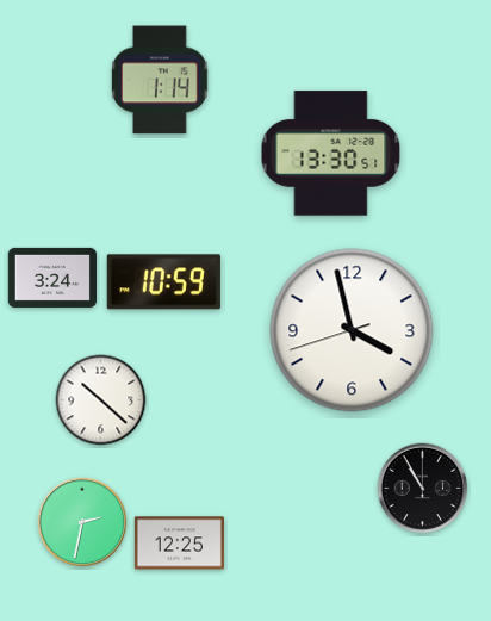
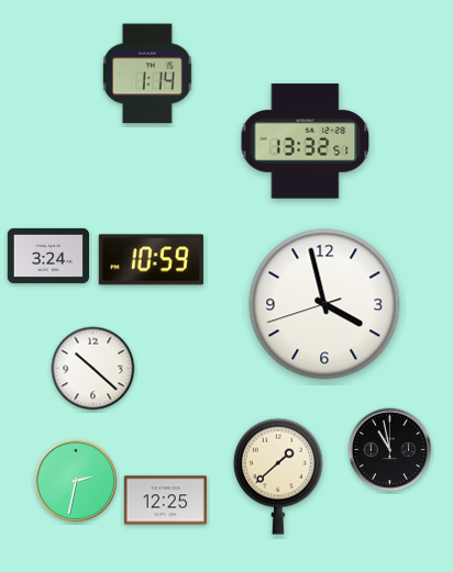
clock at (331, 154): 13:30 -> 13:32
clock at (423, 489): 10:55 -> 10:58
clock at (278, 476): none -> 1:38
